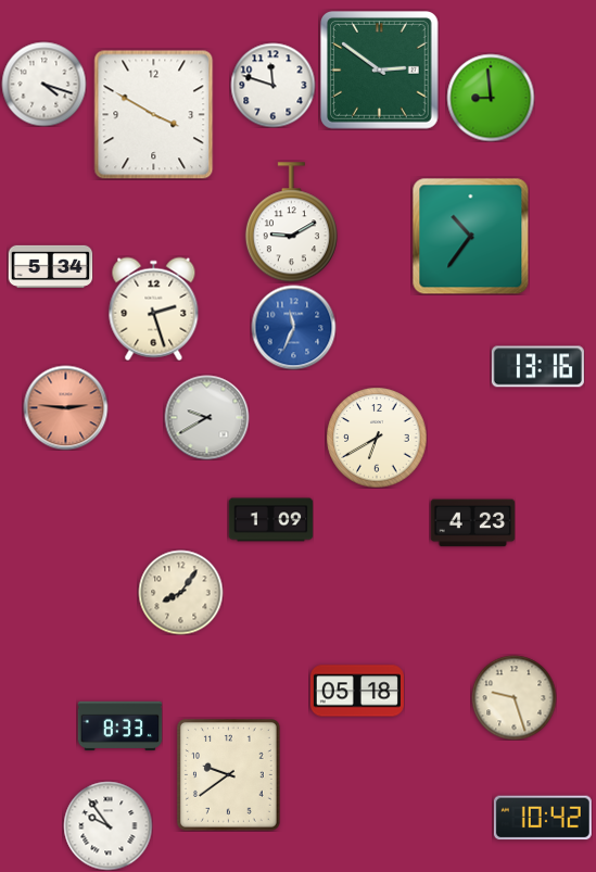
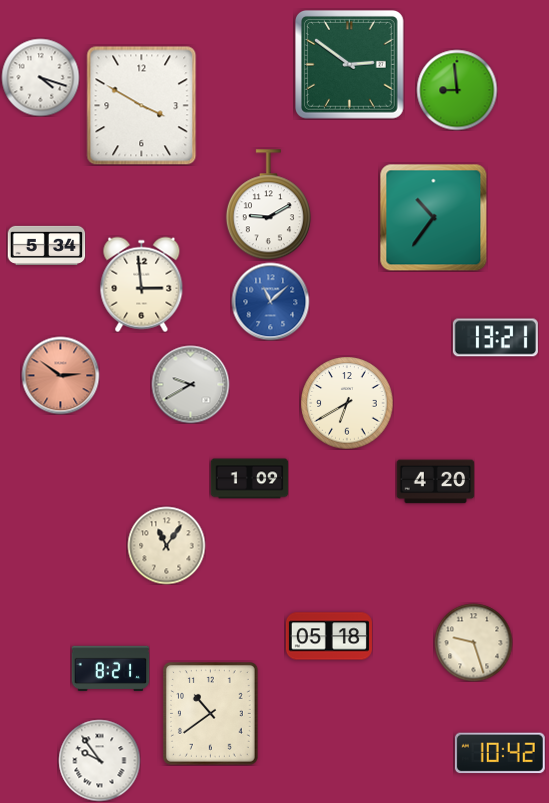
clock at (272, 85): 11:48 -> none
clock at (491, 98) position: (491, 98) -> (457, 90)
clock at (154, 308): 2:27 -> 2:59
clock at (293, 327): 11:34 -> 11:08
clock at (537, 367): 13:16 -> 13:21
clock at (65, 407): 2:46 -> 2:51
clock at (472, 523): 4:23 -> 4:20
clock at (180, 592): 8:06 -> 11:06
clock at (119, 726): 8:33 -> 8:21
clock at (228, 775): 9:39 -> 10:39
